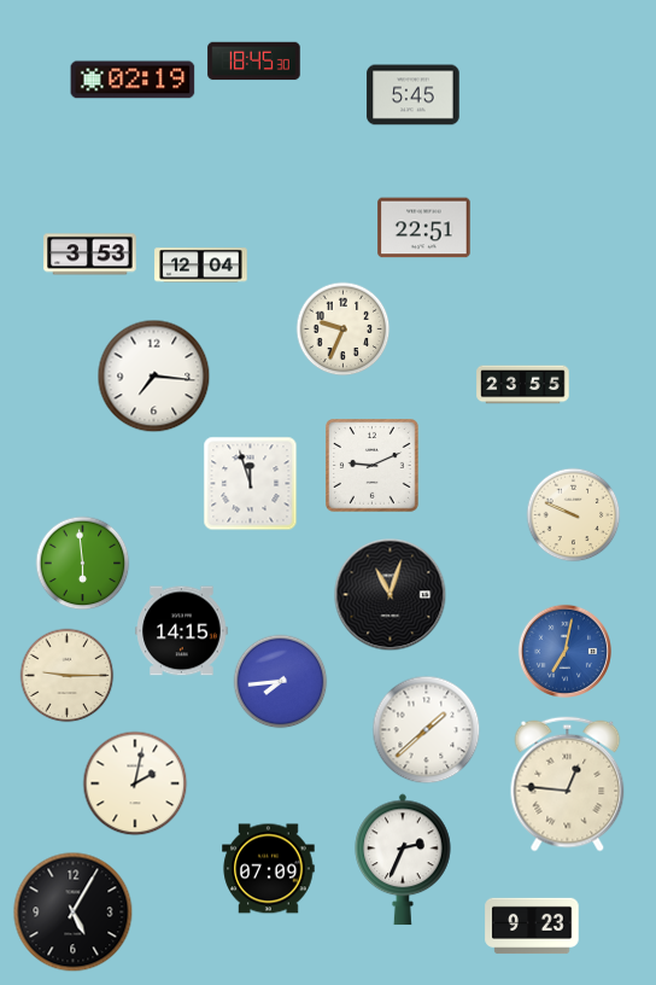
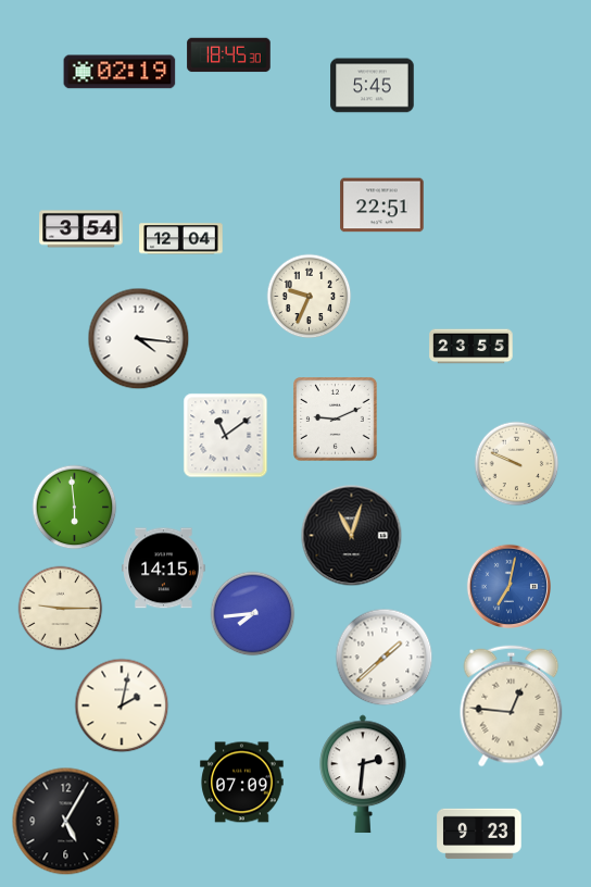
clock at (90, 255): 3:53 -> 3:54
clock at (153, 375): 7:16 -> 4:16
clock at (250, 483): 11:57 -> 11:09
clock at (403, 859): 2:34 -> 2:31
